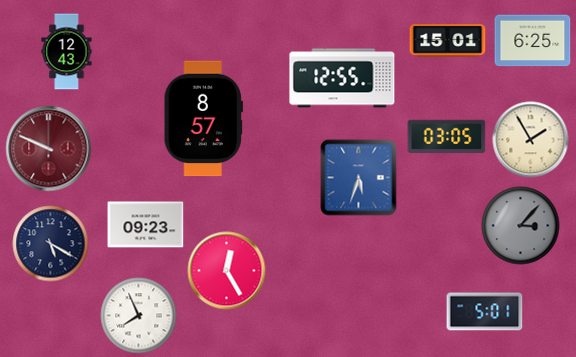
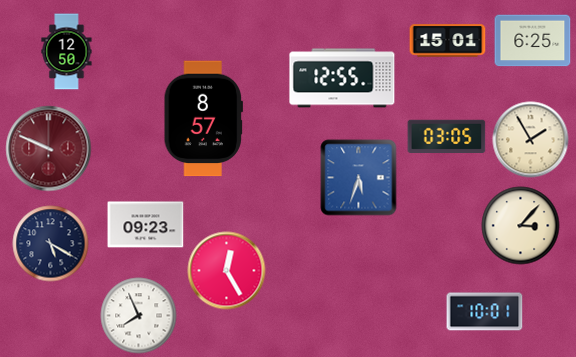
clock at (67, 52): 12:43 -> 12:50
clock at (521, 226) dial: grey -> cream
clock at (485, 312): 5:01 -> 10:01
